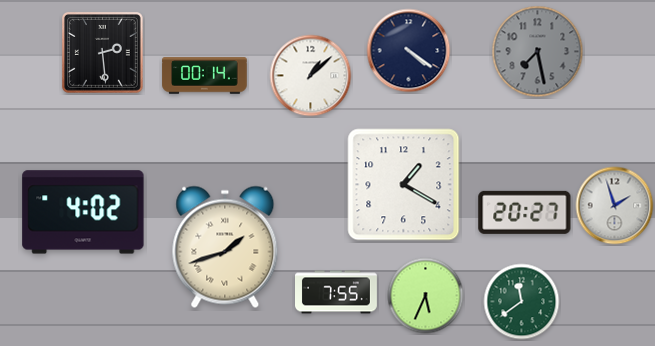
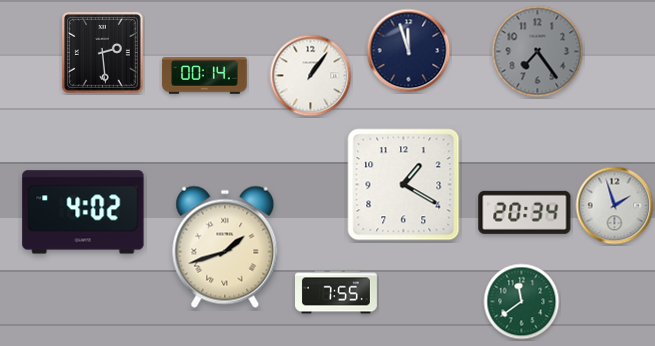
clock at (409, 51): 4:21 -> 11:57
clock at (538, 52): 7:28 -> 7:24
clock at (311, 76): 1:08 -> 1:06
clock at (525, 212): 20:27 -> 20:34
clock at (426, 296): 5:34 -> none
